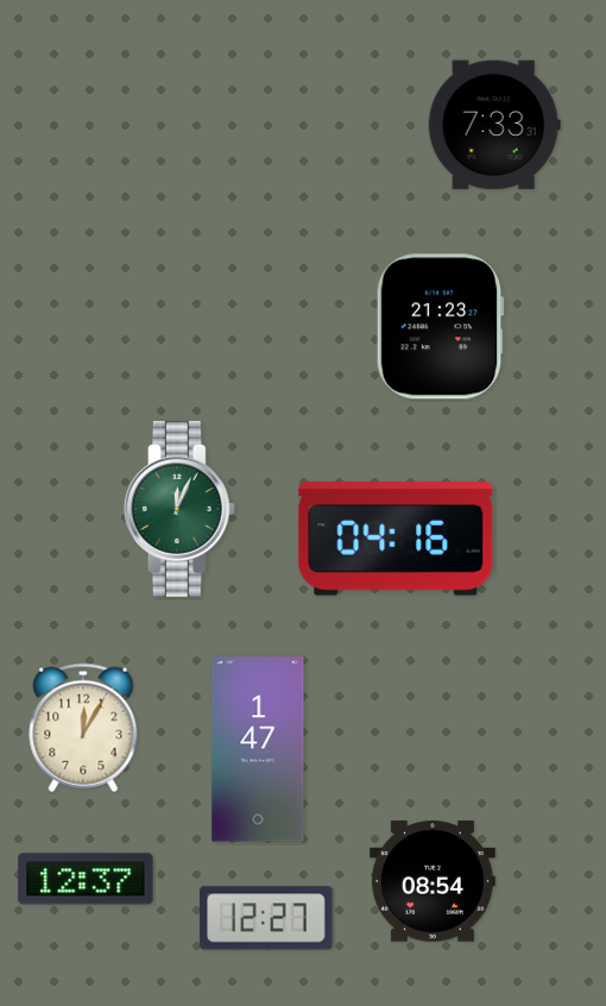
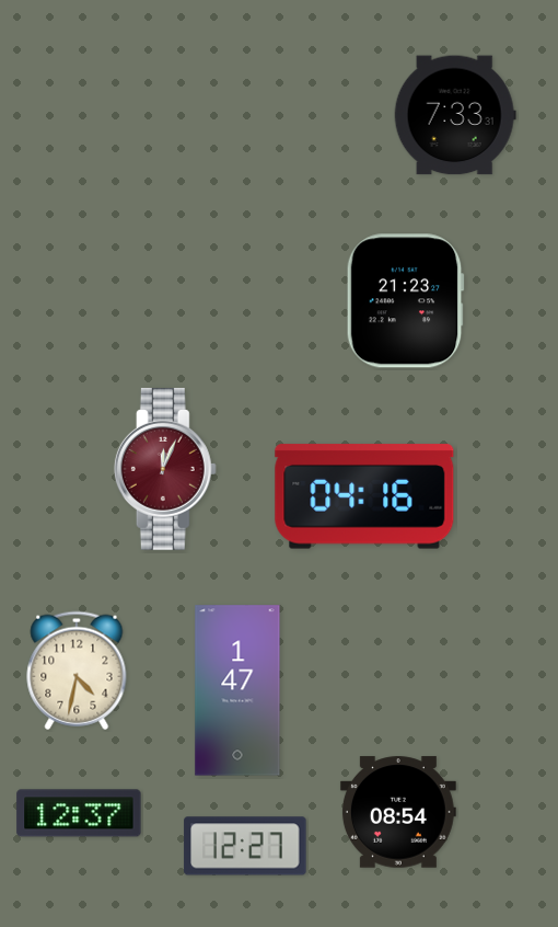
clock at (179, 509) dial: green -> burgundy
clock at (83, 728): 12:05 -> 4:32
clock at (86, 879) position: (86, 879) -> (79, 813)
